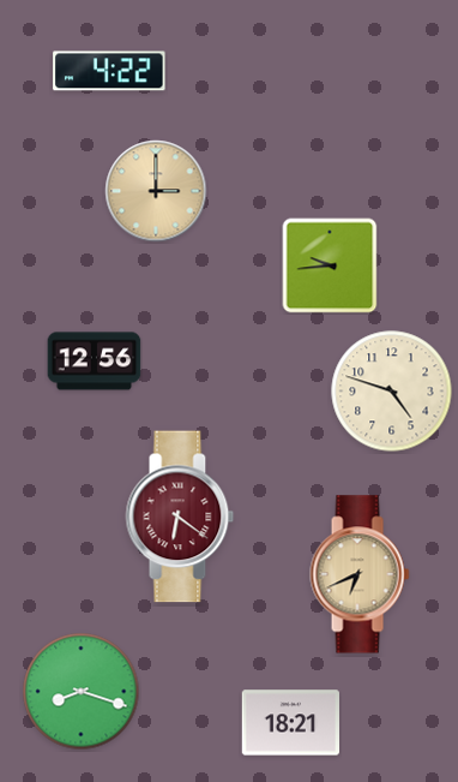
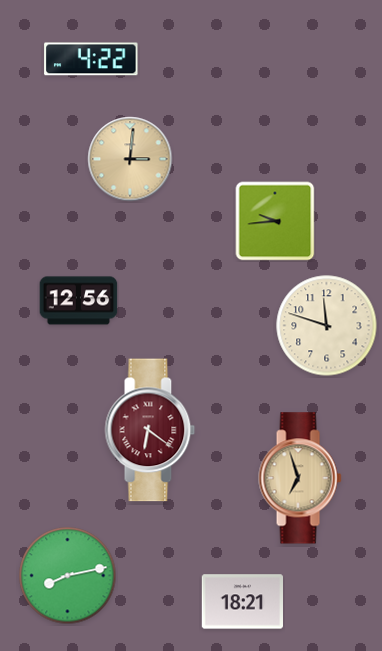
clock at (156, 191): 3:00 -> 3:01
clock at (392, 392): 4:48 -> 11:48
clock at (360, 574): 6:41 -> 6:57
clock at (82, 692): 8:18 -> 8:13
